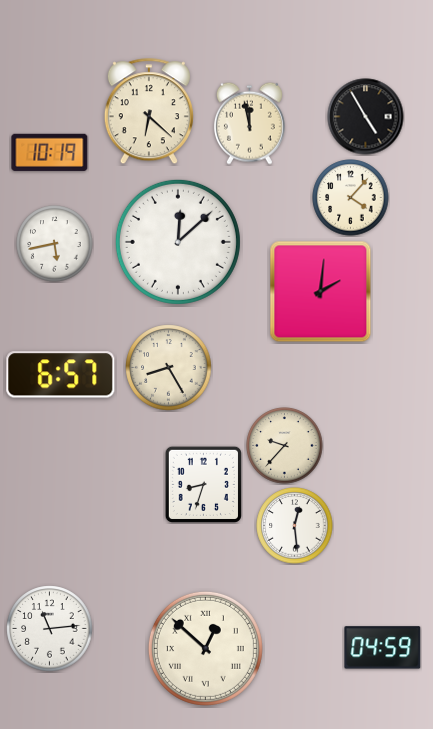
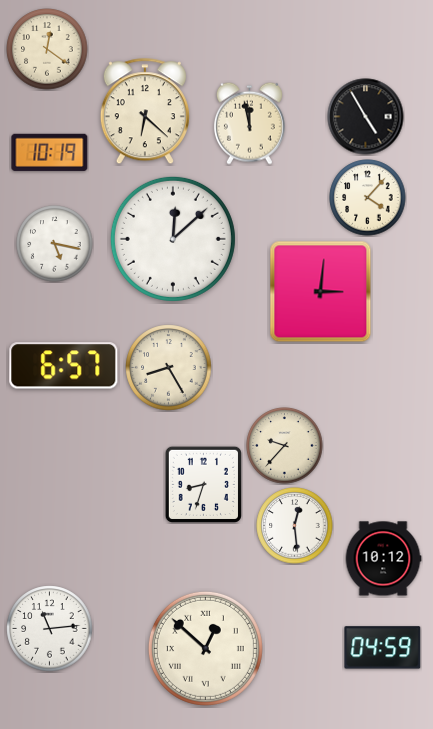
clock at (47, 49): none -> 12:21
clock at (149, 112) position: (149, 112) -> (145, 112)
clock at (351, 198) position: (351, 198) -> (368, 198)
clock at (178, 242) position: (178, 242) -> (173, 239)
clock at (55, 244): 5:43 -> 5:17
clock at (321, 292): 2:01 -> 3:01
clock at (61, 375) position: (61, 375) -> (64, 366)
clock at (383, 559): none -> 10:12
